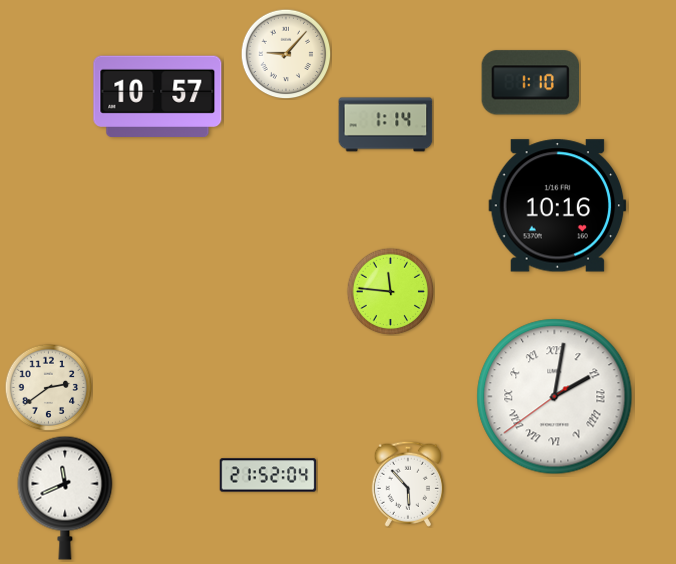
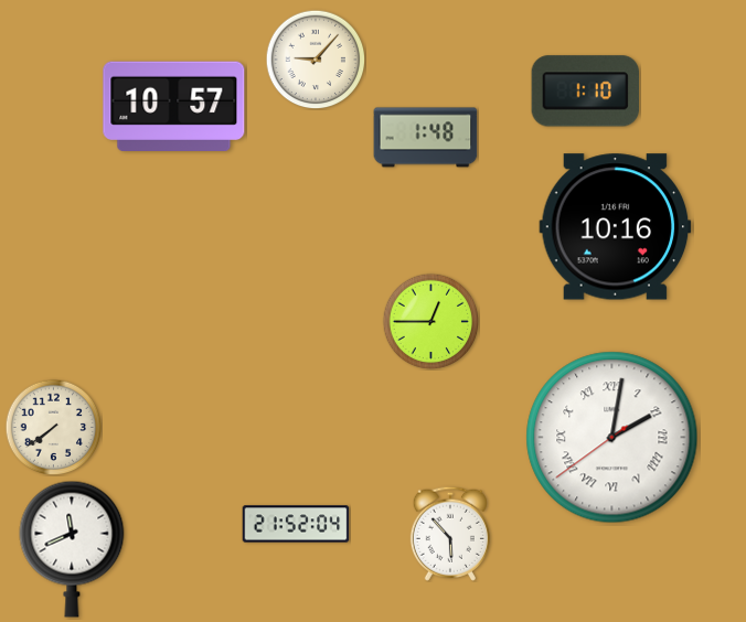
clock at (386, 125): 1:14 -> 1:48
clock at (390, 291): 11:46 -> 12:45
clock at (48, 387): 2:39 -> 7:39
